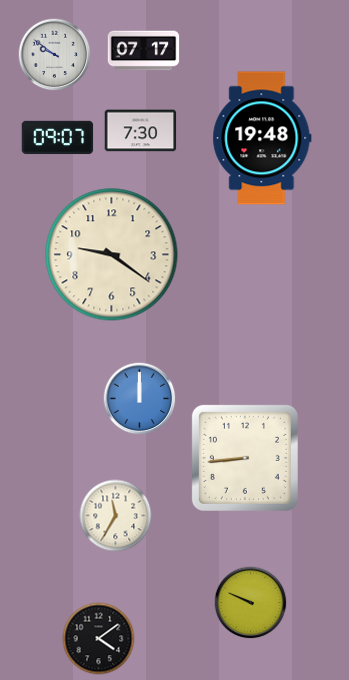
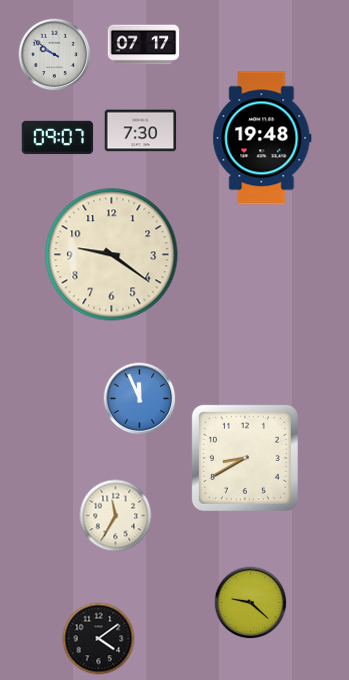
clock at (144, 51) position: (144, 51) -> (144, 45)
clock at (140, 399): 12:00 -> 11:56
clock at (245, 458): 8:44 -> 8:40
clock at (251, 603): 9:49 -> 9:22
